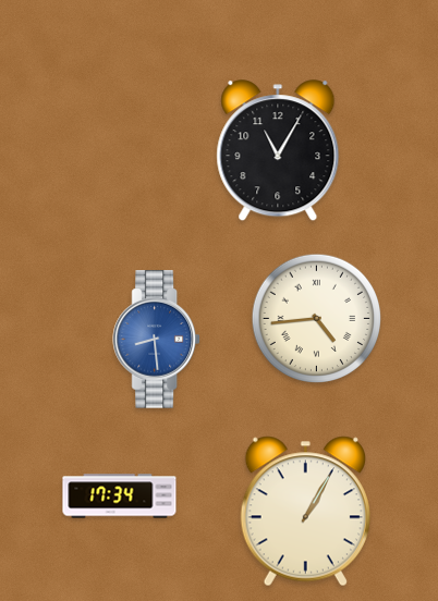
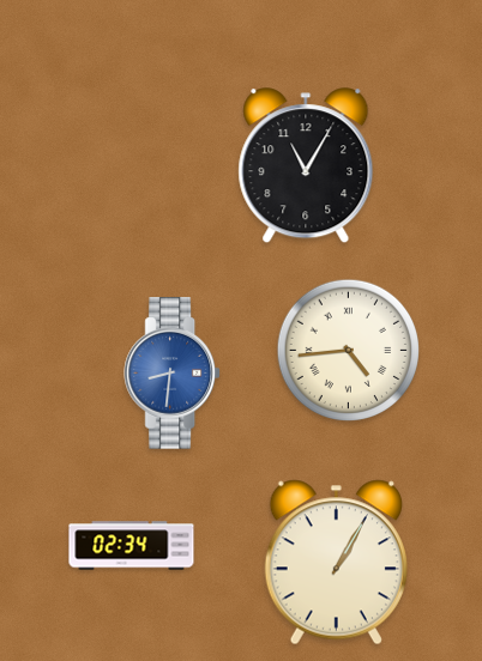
clock at (156, 340): 8:29 -> 8:31
clock at (120, 496): 17:34 -> 02:34
